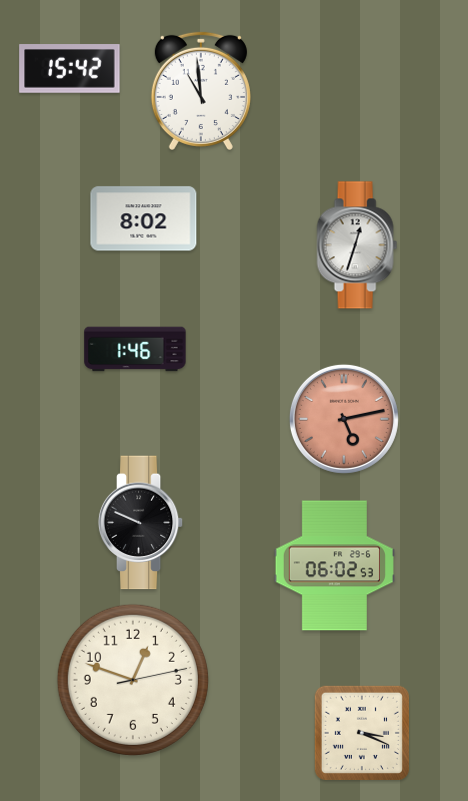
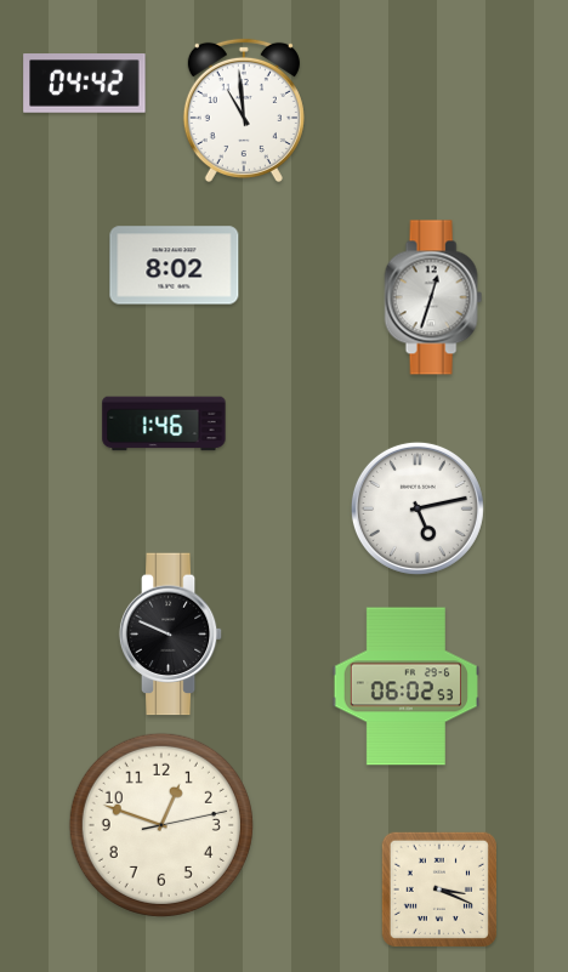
clock at (70, 69): 15:42 -> 04:42
clock at (344, 419) dial: salmon -> white
